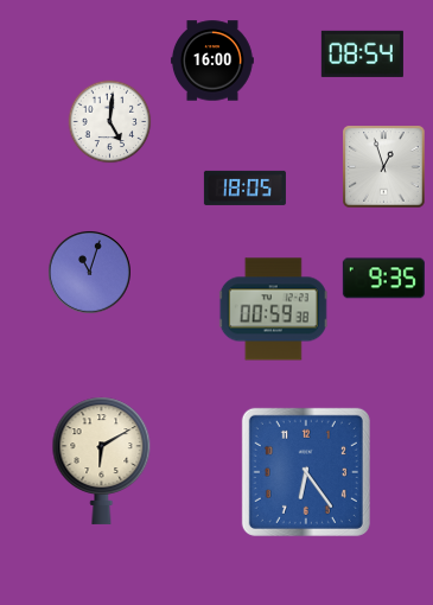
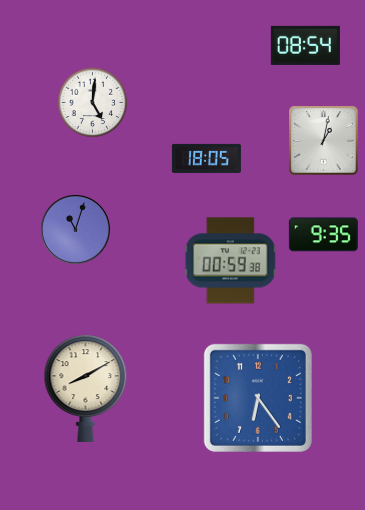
clock at (212, 60): 16:00 -> none
clock at (384, 167): 12:57 -> 1:02
clock at (102, 460): 6:10 -> 8:10
